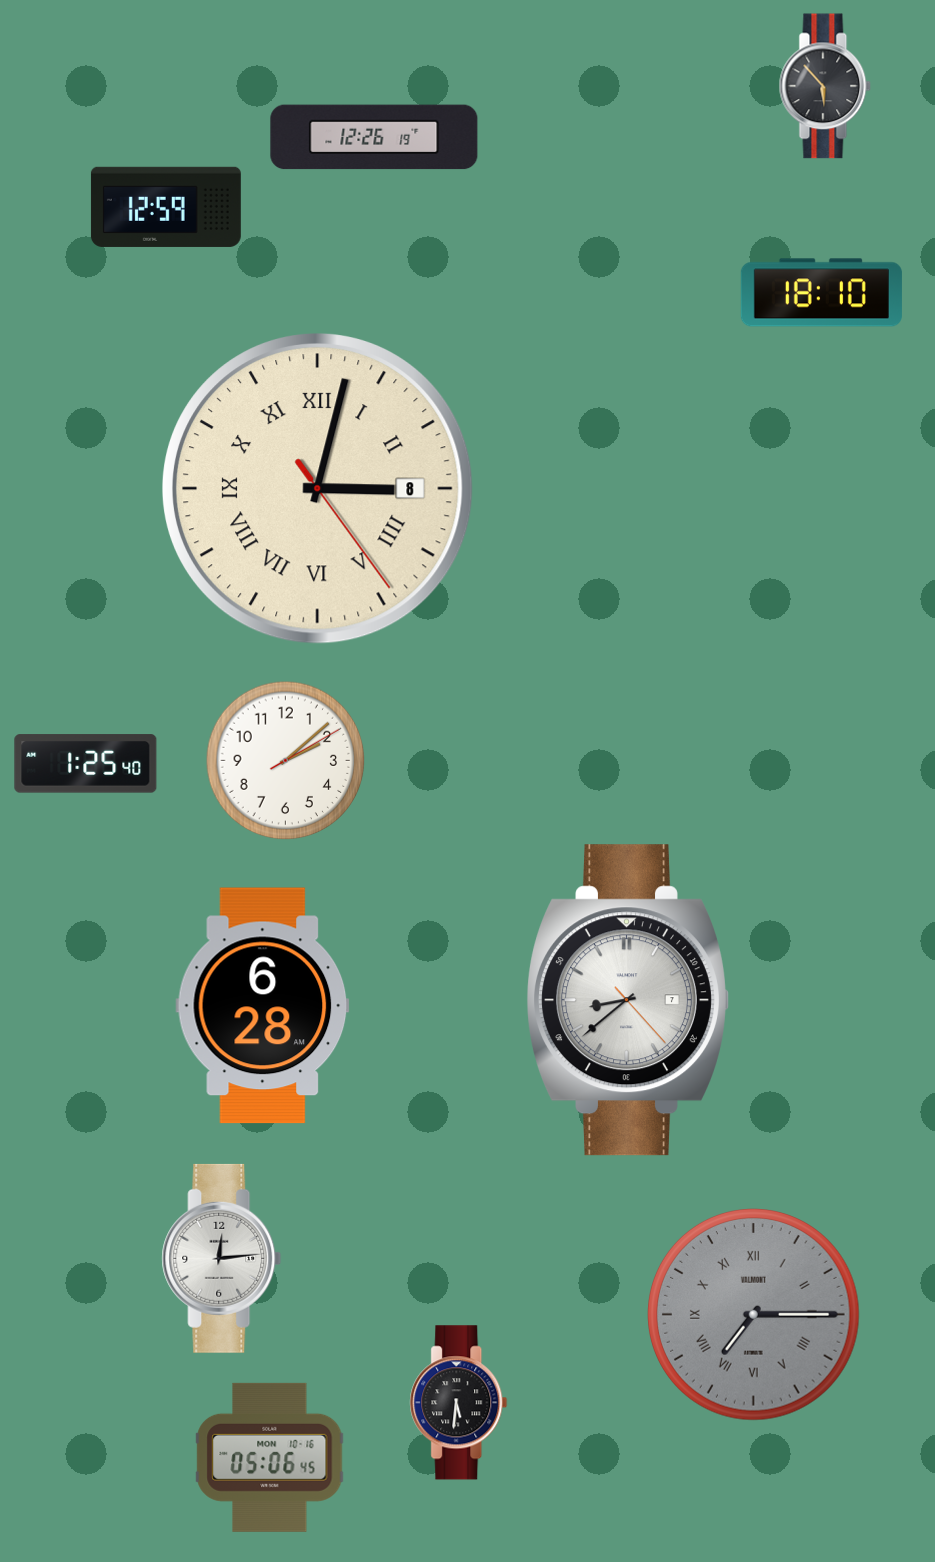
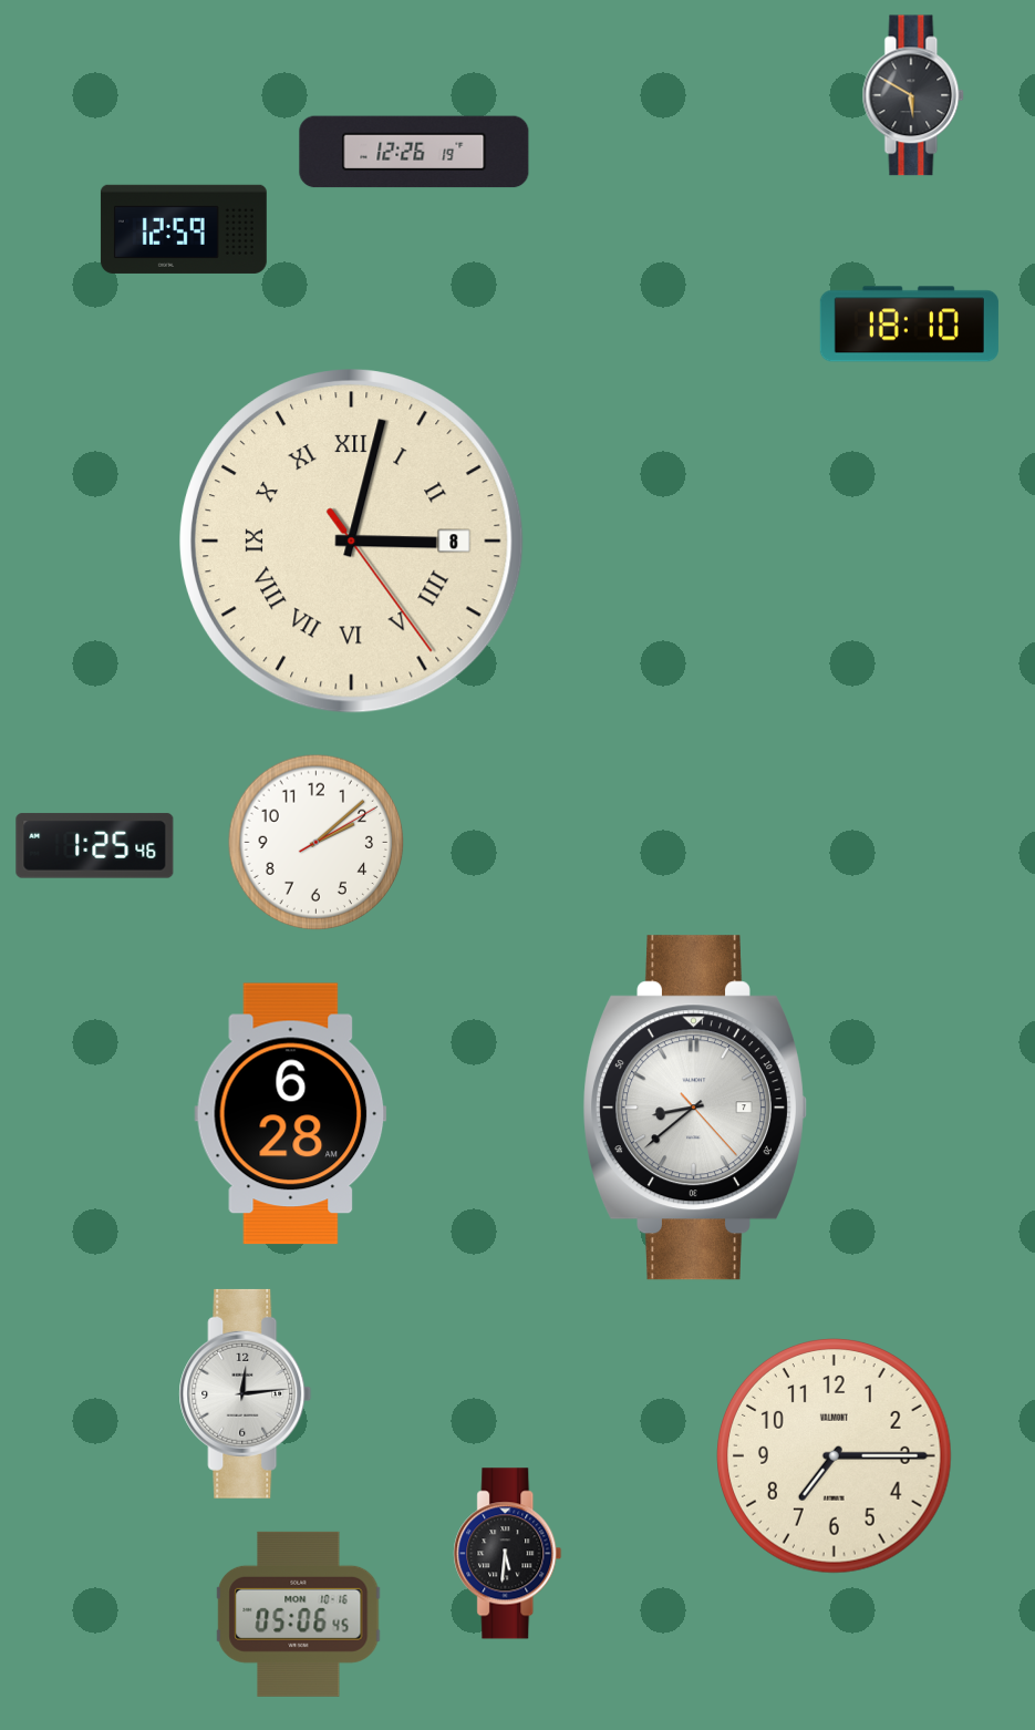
clock at (825, 86): 5:53 -> 5:50
clock at (86, 764): 1:25:40 -> 1:25:46
clock at (754, 1315) dial: grey -> cream
clock at (754, 1315) numerals: Roman -> Arabic
